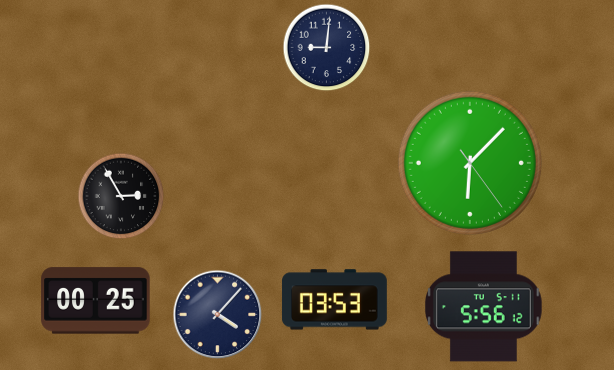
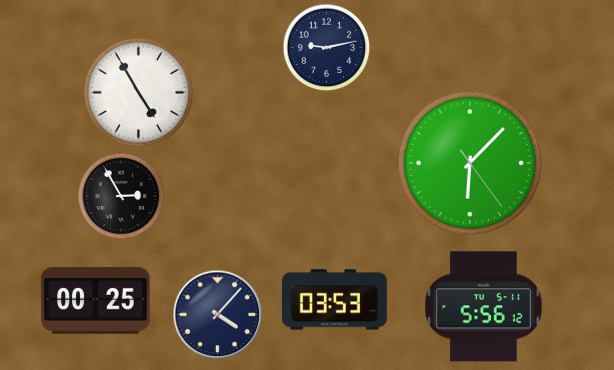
clock at (327, 48): 9:01 -> 9:13
clock at (139, 93): none -> 4:55
